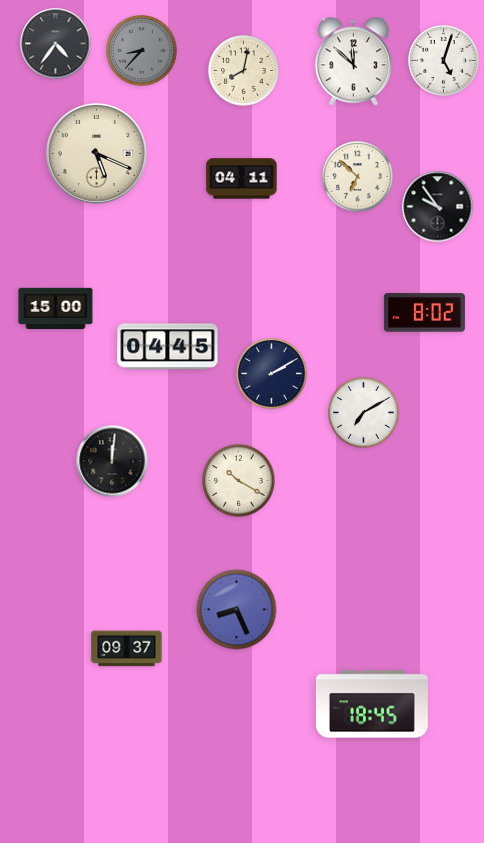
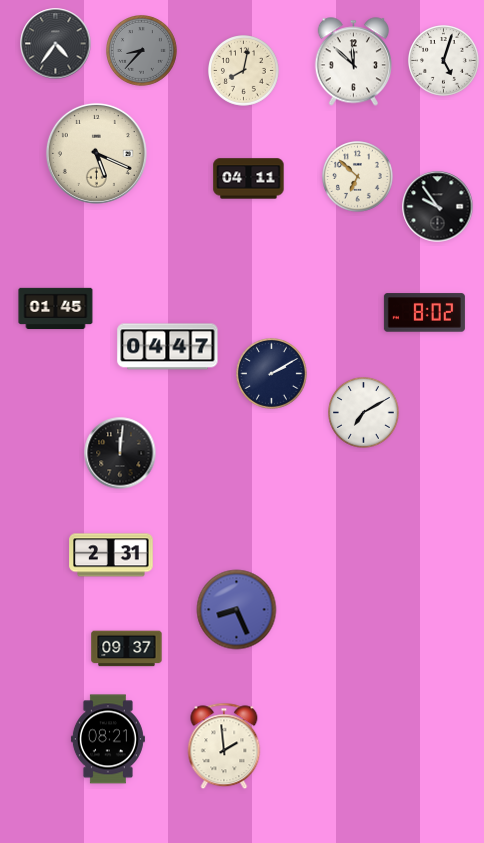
clock at (242, 179) position: (242, 179) -> (249, 179)
clock at (56, 309): 15:00 -> 01:45
clock at (168, 347): 04:45 -> 04:47
clock at (112, 461) position: (112, 461) -> (120, 453)
clock at (239, 481): 10:20 -> none
clock at (111, 555): none -> 2:31
clock at (372, 704): 18:45 -> none
clock at (108, 739): none -> 08:21
clock at (224, 746): none -> 1:59
